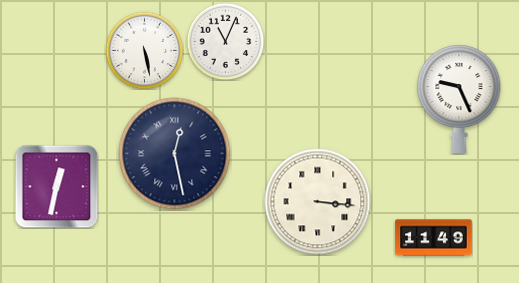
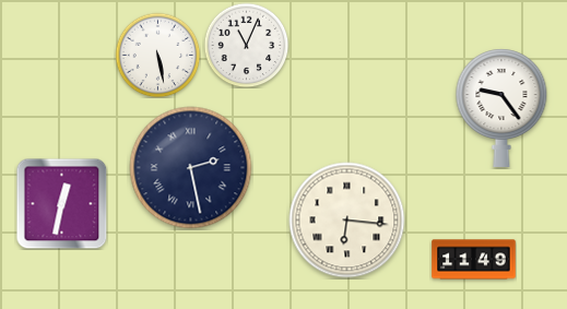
clock at (459, 99): 9:26 -> 9:24
clock at (175, 154): 12:28 -> 2:28
clock at (318, 202): 3:16 -> 6:16
